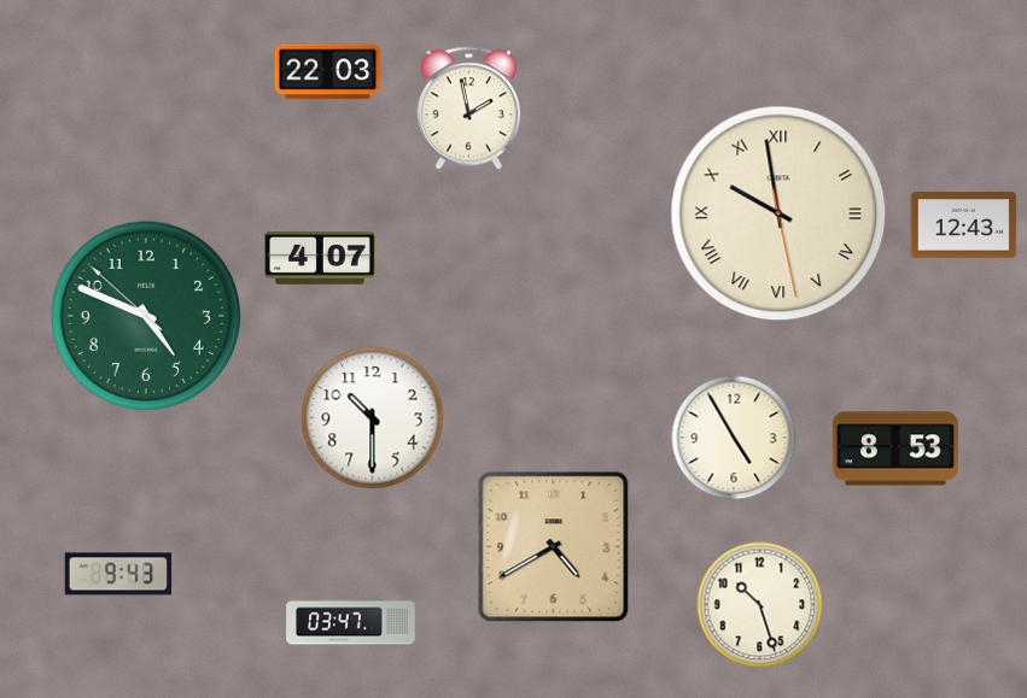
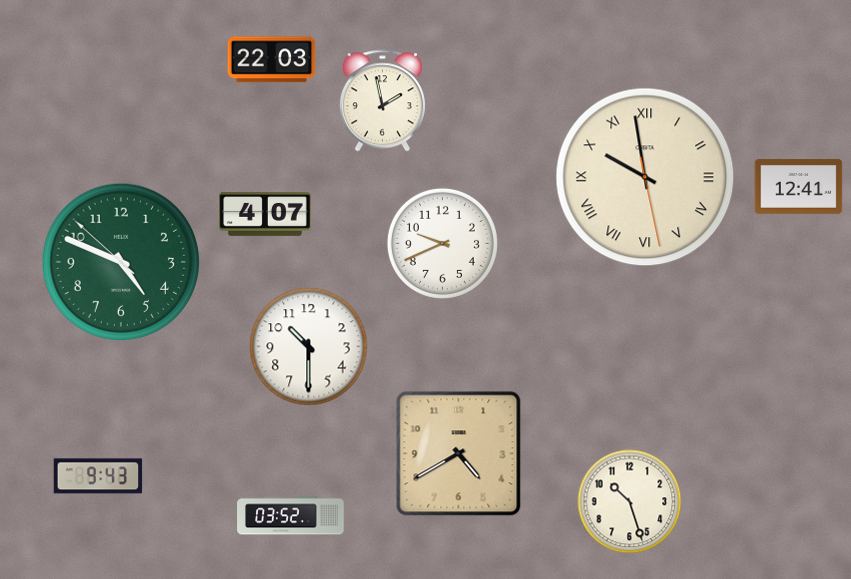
clock at (468, 108) position: (468, 108) -> (382, 101)
clock at (964, 225): 12:43 -> 12:41
clock at (442, 243): none -> 9:41
clock at (734, 438): 4:55 -> none
clock at (895, 448): 8:53 -> none
clock at (351, 622): 03:47 -> 03:52
